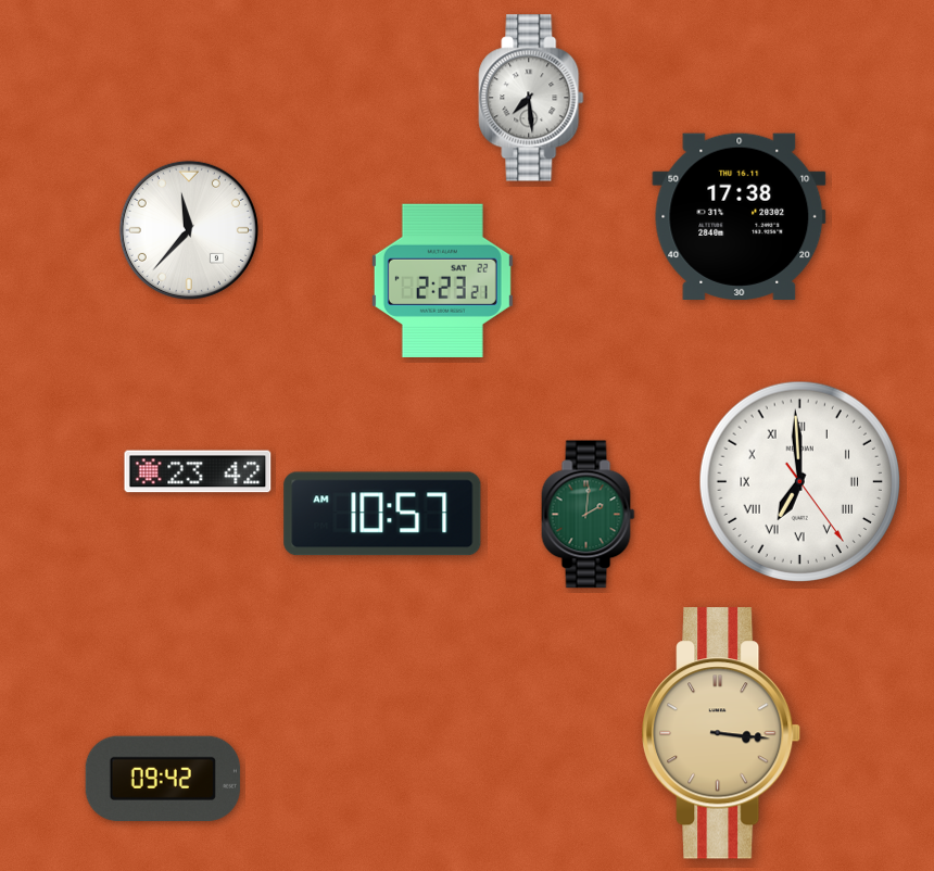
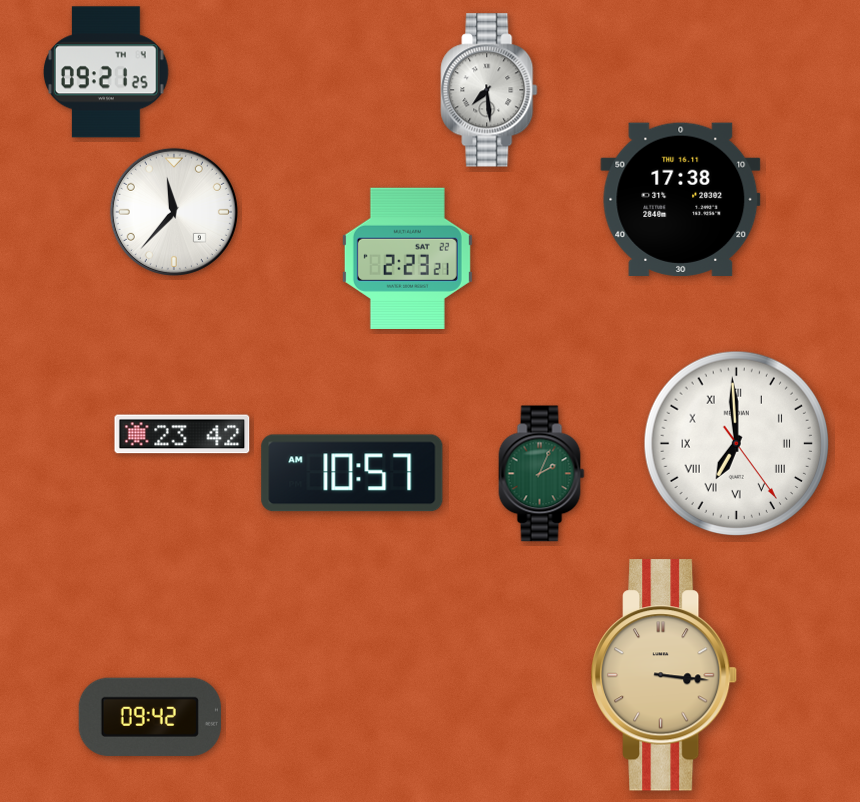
clock at (107, 72): none -> 09:21
clock at (589, 515): 2:01 -> 2:04
